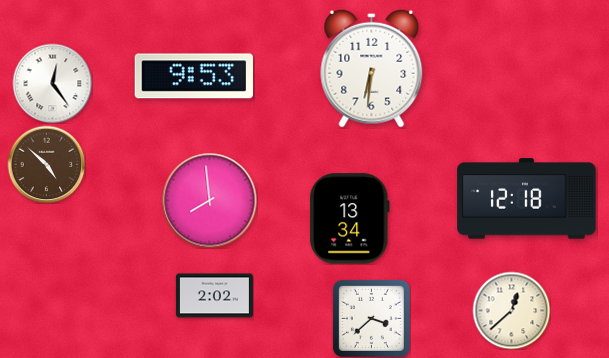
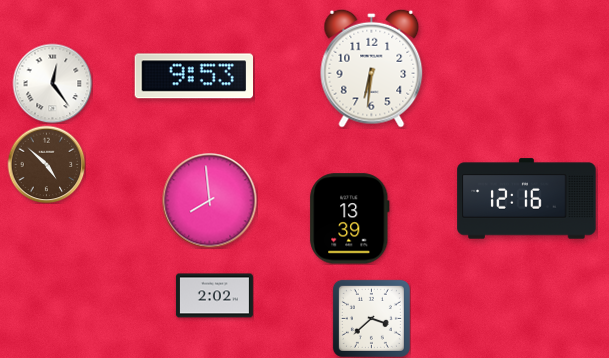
clock at (527, 199): 12:18 -> 12:16
clock at (350, 219): 13:34 -> 13:39
clock at (511, 310): 12:38 -> none
